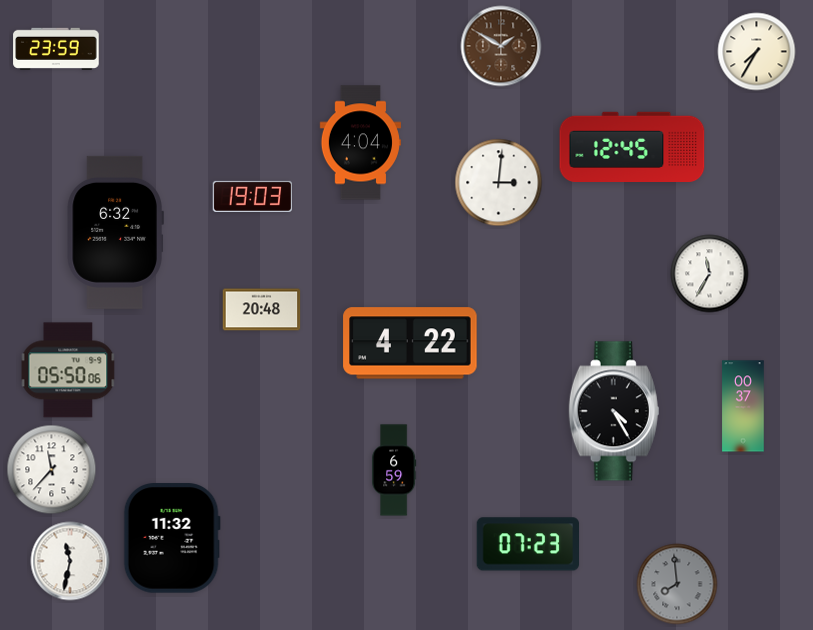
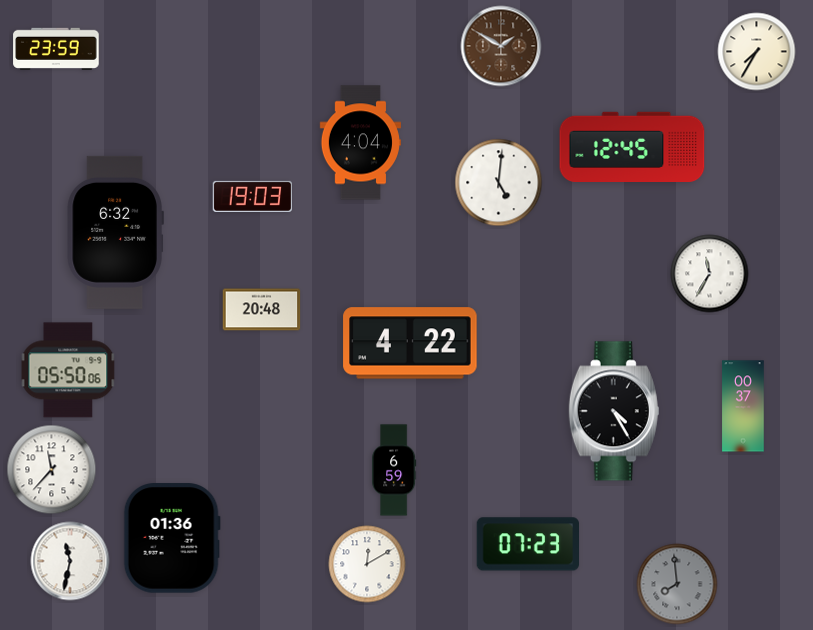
clock at (499, 183): 3:01 -> 5:01
clock at (172, 538): 11:32 -> 01:36
clock at (367, 564): none -> 12:10
